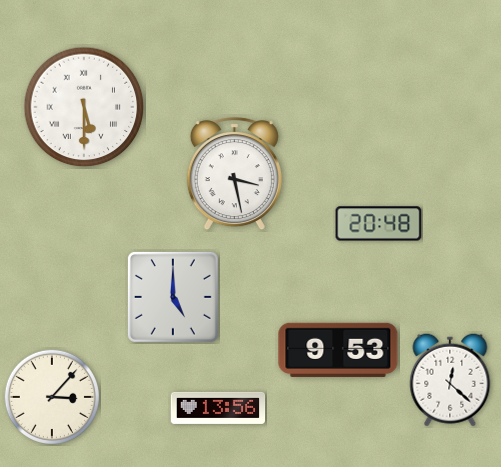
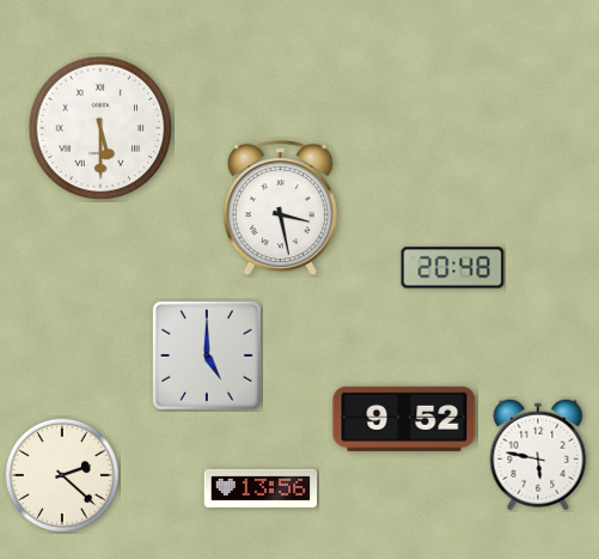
clock at (338, 350): 9:53 -> 9:52
clock at (450, 380): 12:22 -> 5:47
clock at (52, 397): 3:07 -> 2:22
